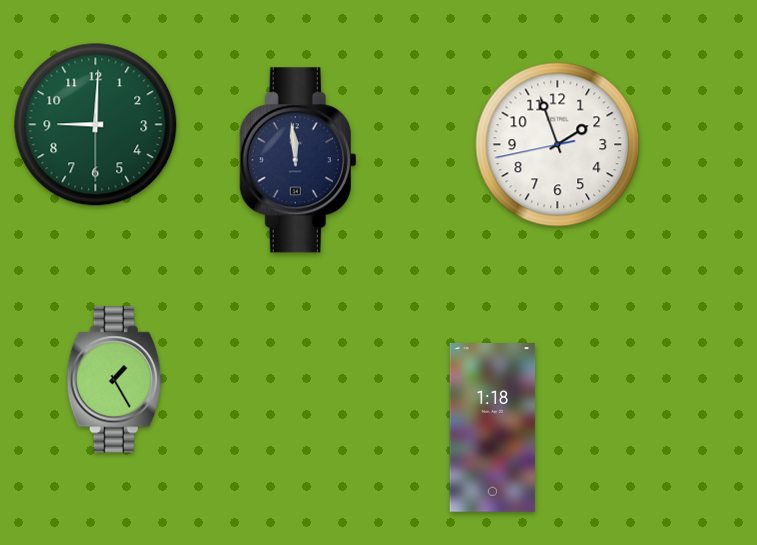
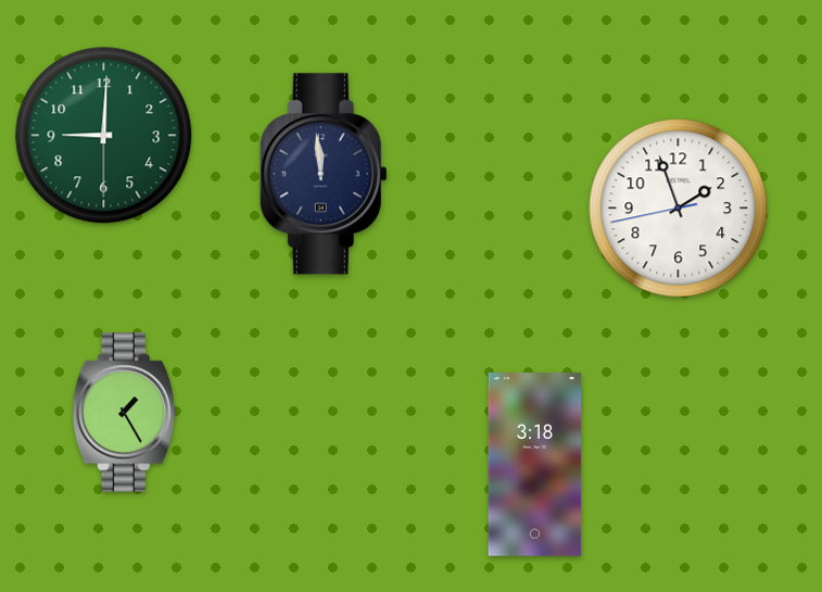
clock at (558, 145) position: (558, 145) -> (679, 209)
clock at (493, 428): 1:18 -> 3:18
